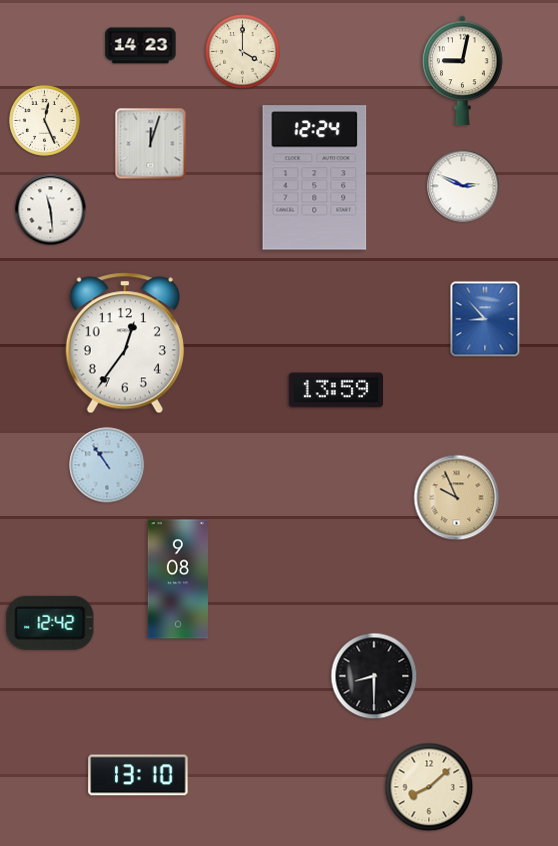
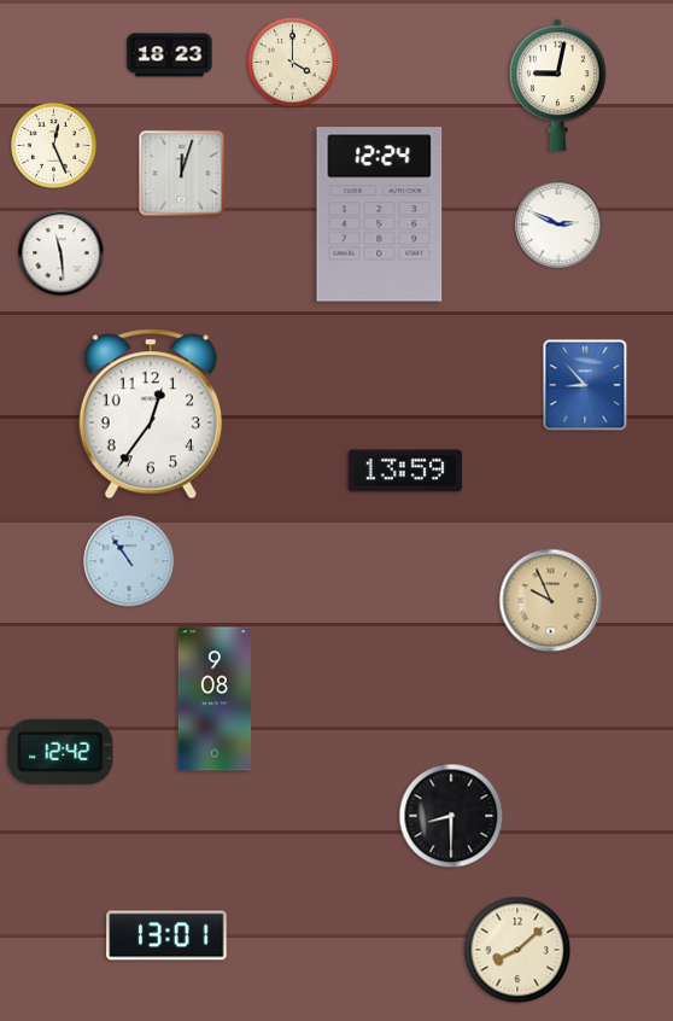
clock at (141, 46): 14:23 -> 18:23
clock at (138, 775): 13:10 -> 13:01
